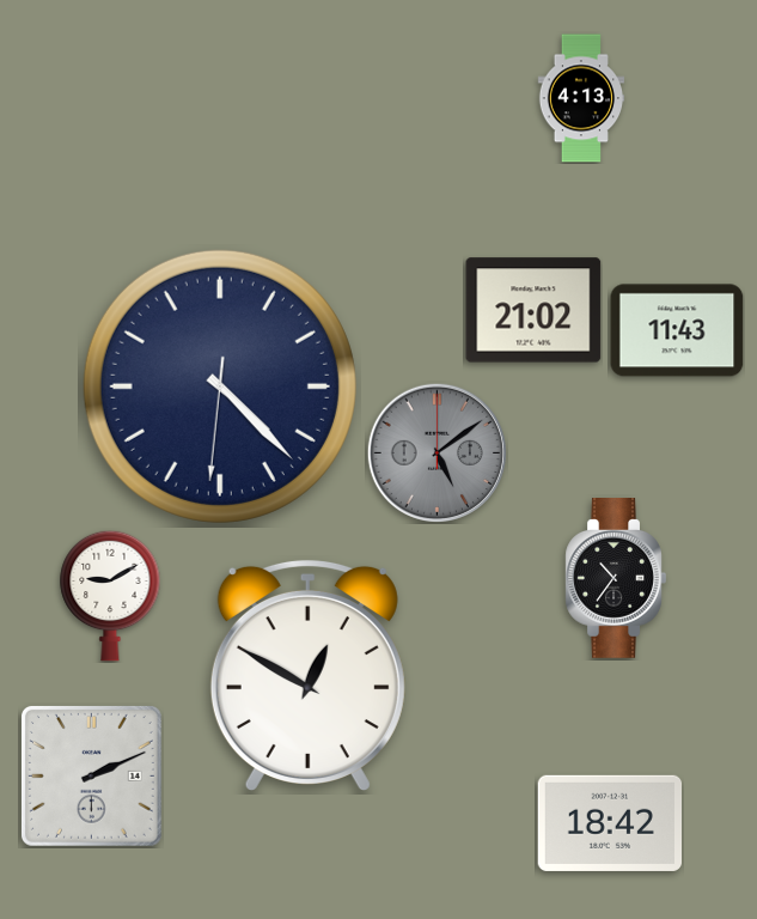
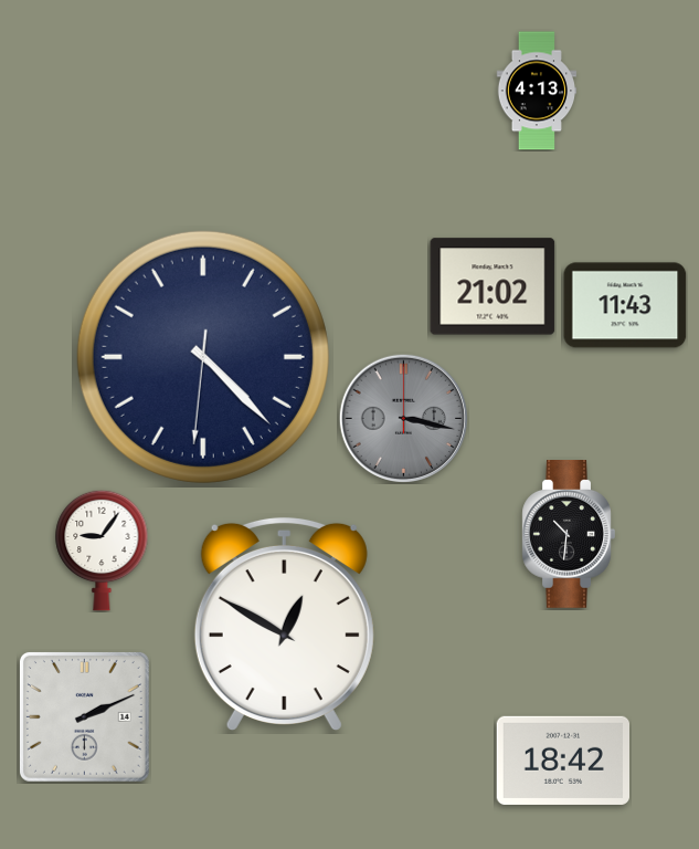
clock at (437, 452): 5:09 -> 3:17
clock at (616, 579): 10:36 -> 10:31
clock at (110, 596): 9:10 -> 9:06
